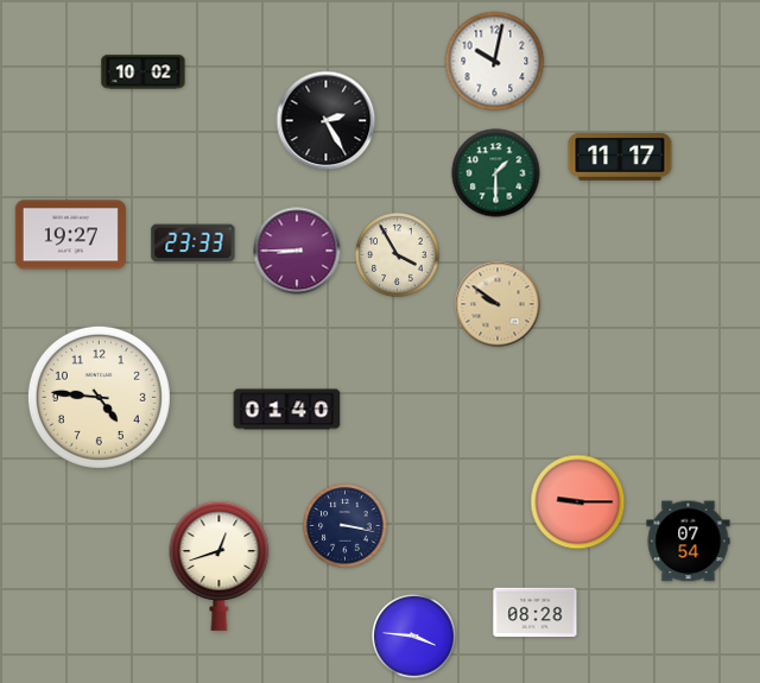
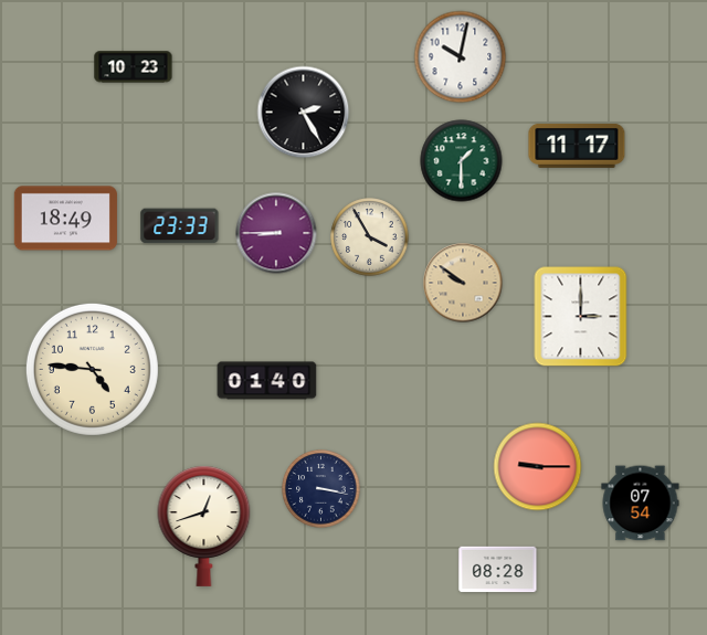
clock at (144, 72): 10:02 -> 10:23
clock at (70, 235): 19:27 -> 18:49
clock at (581, 317): none -> 3:00
clock at (414, 637): 3:46 -> none
